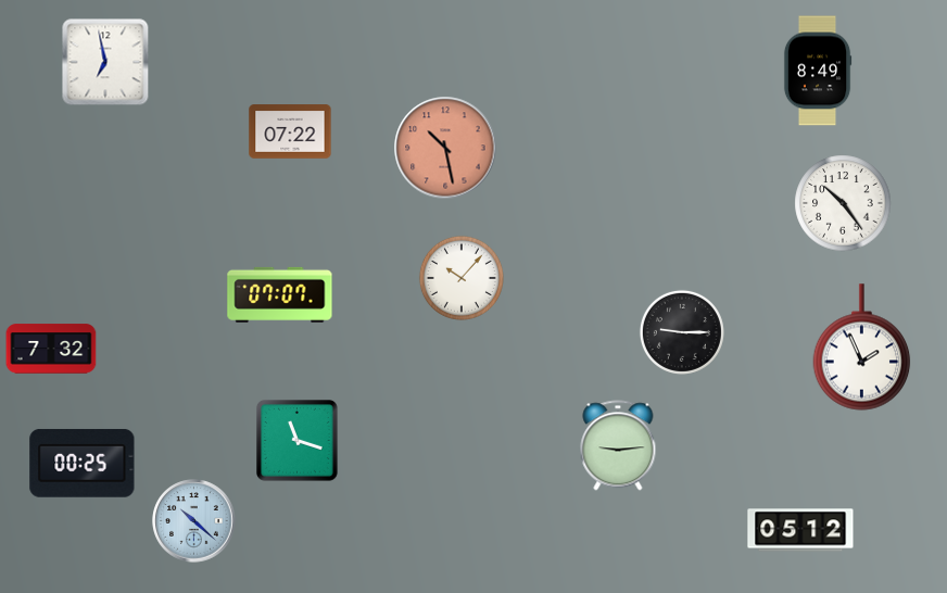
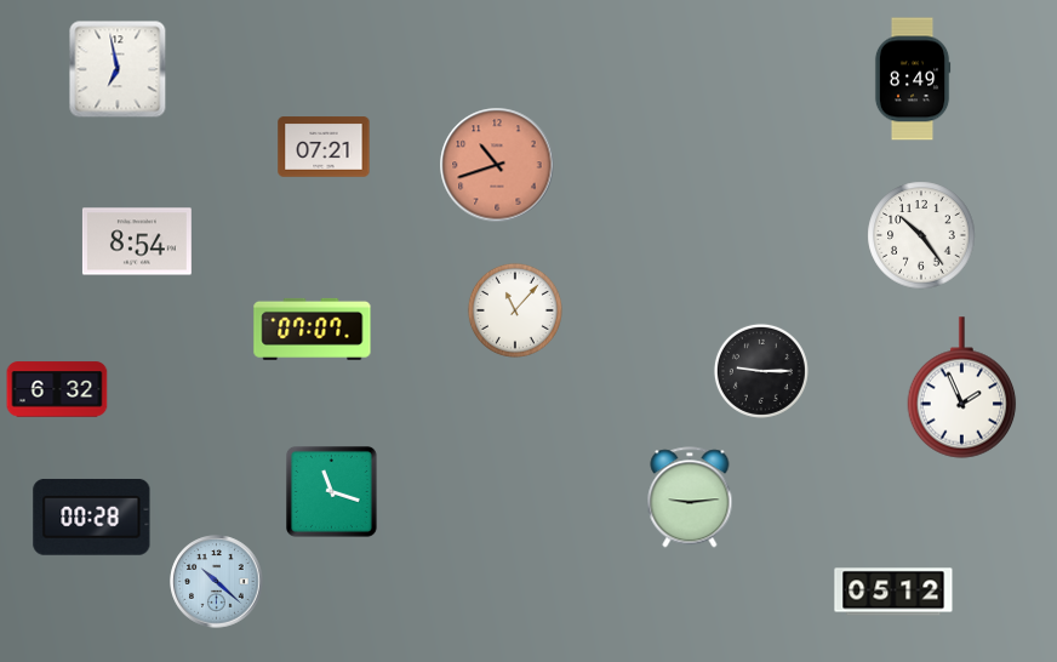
clock at (290, 131): 07:22 -> 07:21
clock at (445, 148): 10:28 -> 10:42
clock at (843, 203) position: (843, 203) -> (921, 235)
clock at (137, 241): none -> 8:54
clock at (462, 278): 10:07 -> 11:07
clock at (51, 349): 7:32 -> 6:32
clock at (83, 464): 00:25 -> 00:28
